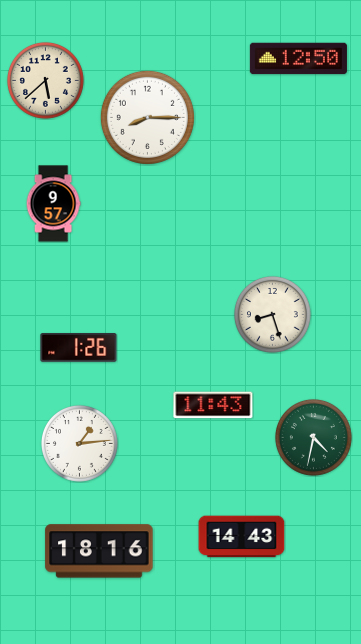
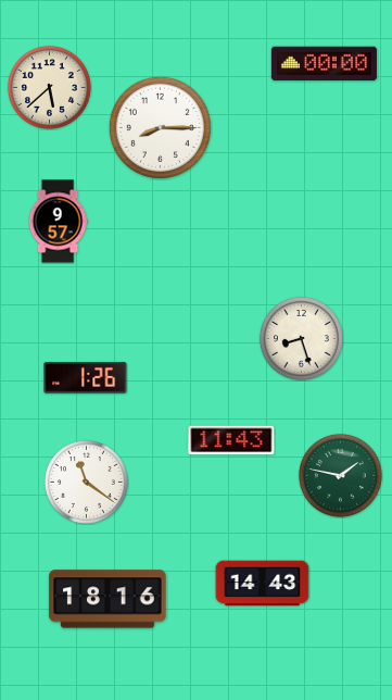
clock at (298, 59): 12:50 -> 00:00
clock at (272, 314) position: (272, 314) -> (301, 338)
clock at (313, 437): 4:32 -> 1:47
clock at (79, 443): 1:14 -> 11:21
